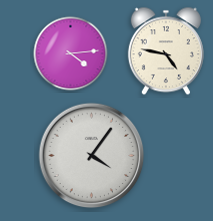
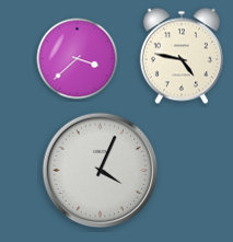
clock at (71, 54): 4:14 -> 3:38
clock at (92, 156): 4:06 -> 4:04
